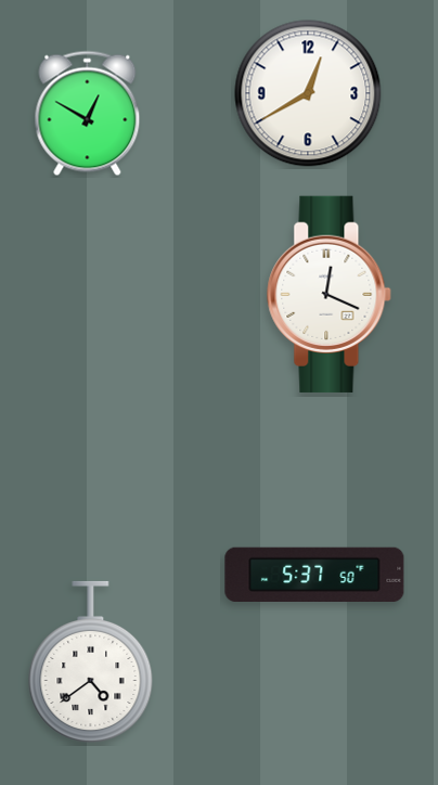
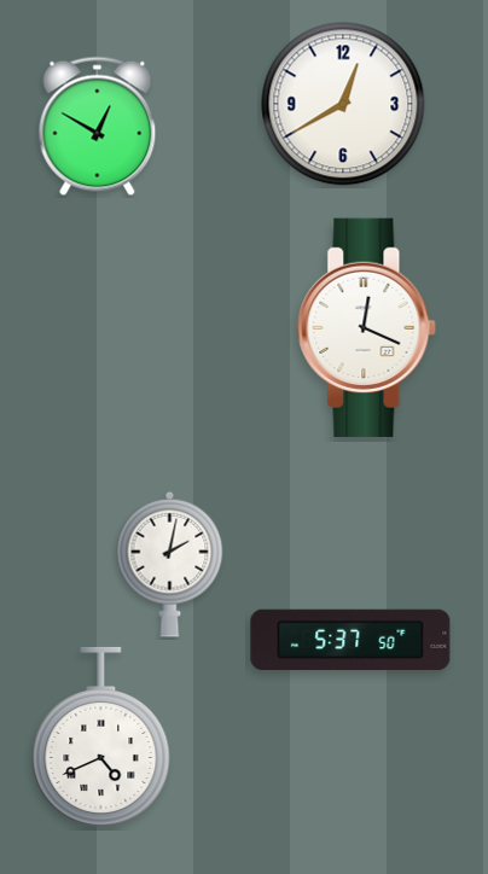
clock at (170, 564): none -> 2:02
clock at (91, 661): 4:39 -> 4:41
